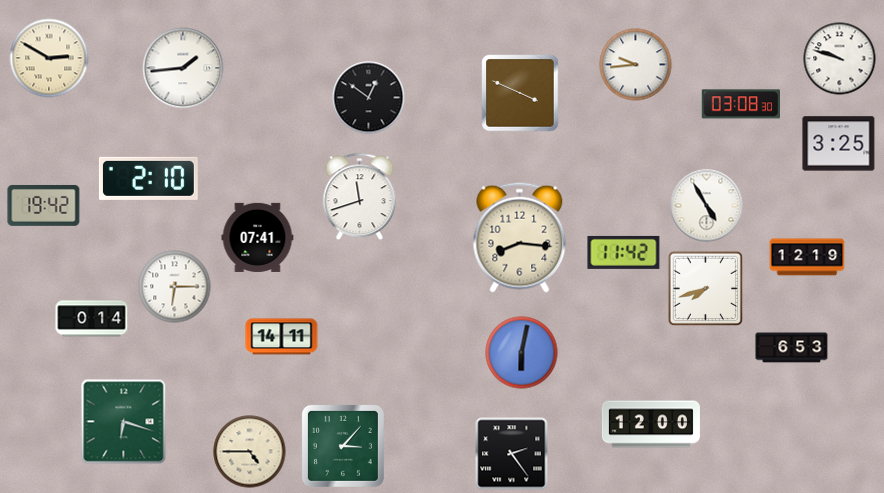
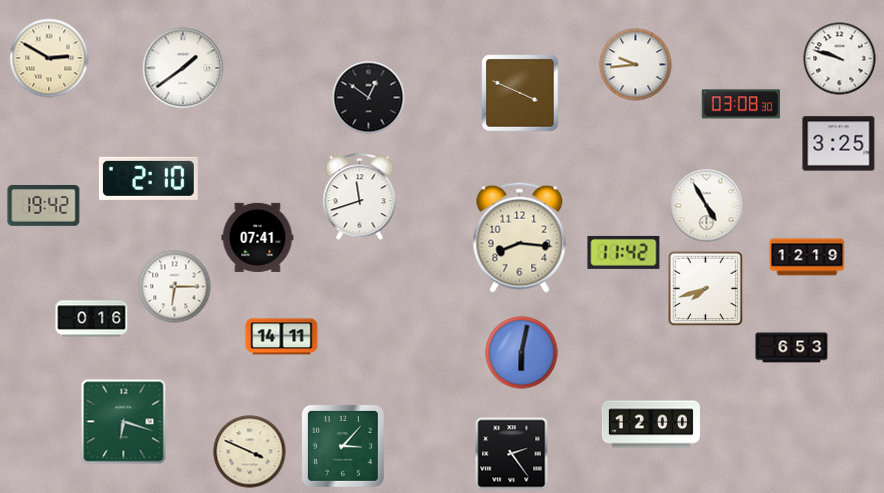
clock at (183, 68): 1:44 -> 1:39
clock at (92, 319): 0:14 -> 0:16
clock at (250, 452): 4:45 -> 3:49
